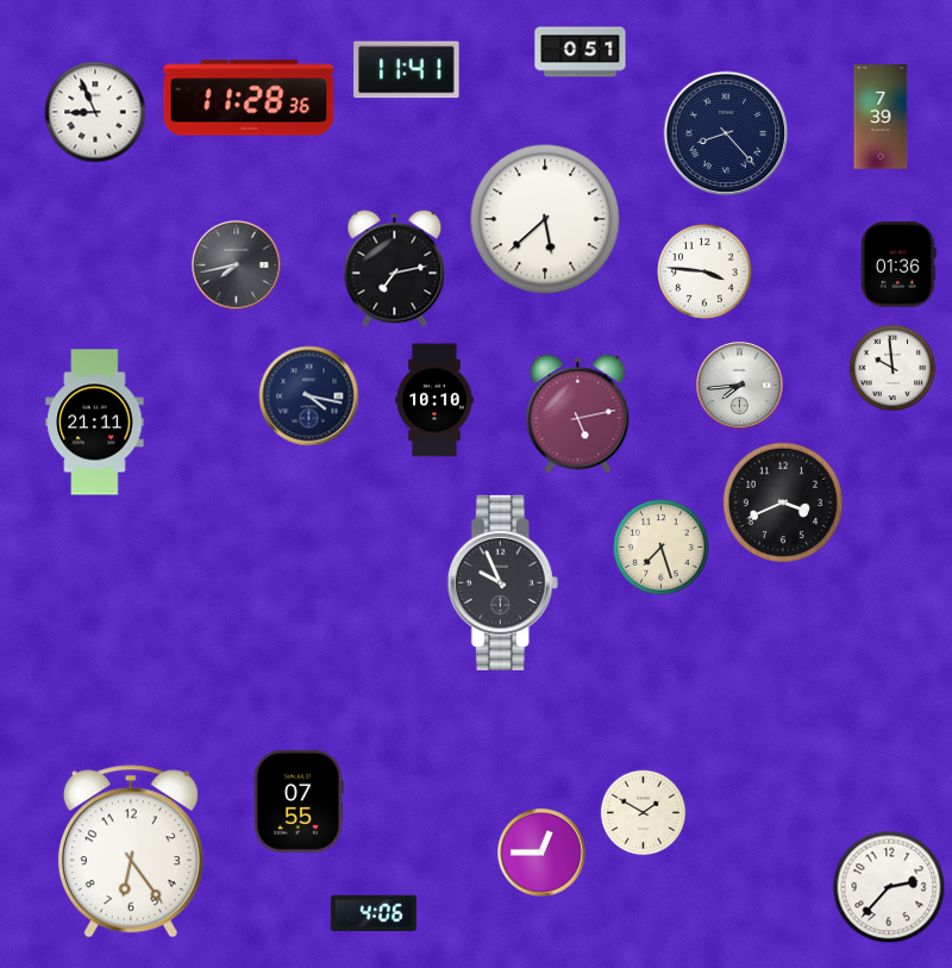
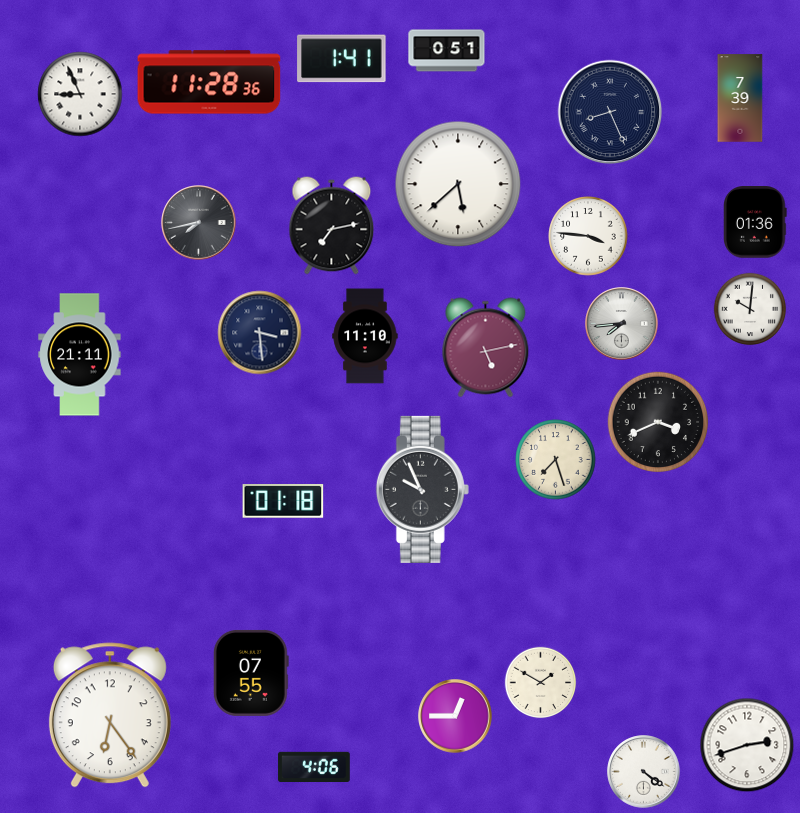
clock at (581, 52) position: (581, 52) -> (447, 51)
clock at (407, 70): 11:41 -> 1:41
clock at (726, 133): 8:23 -> 8:26
clock at (704, 271) position: (704, 271) -> (588, 236)
clock at (892, 368): 9:59 -> 10:01
clock at (309, 396): 4:17 -> 3:29
clock at (434, 400): 10:10 -> 11:10
clock at (283, 502): none -> 01:18
clock at (889, 887): 2:37 -> 2:42
clock at (644, 772): none -> 4:21
